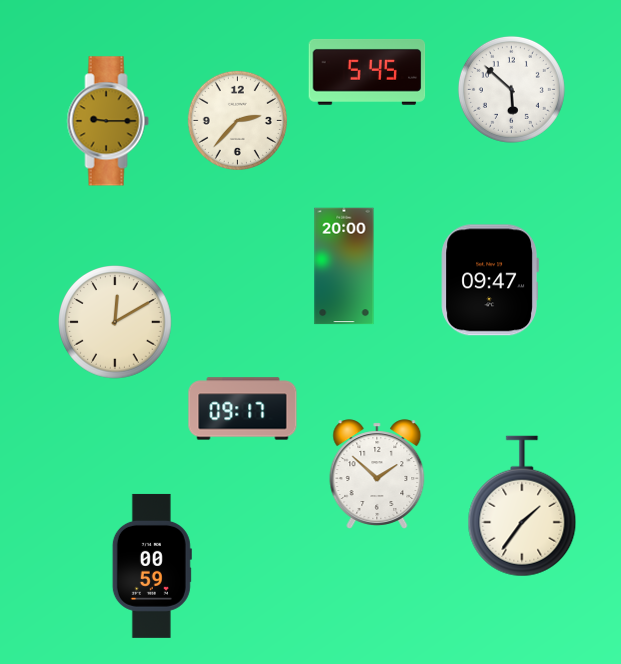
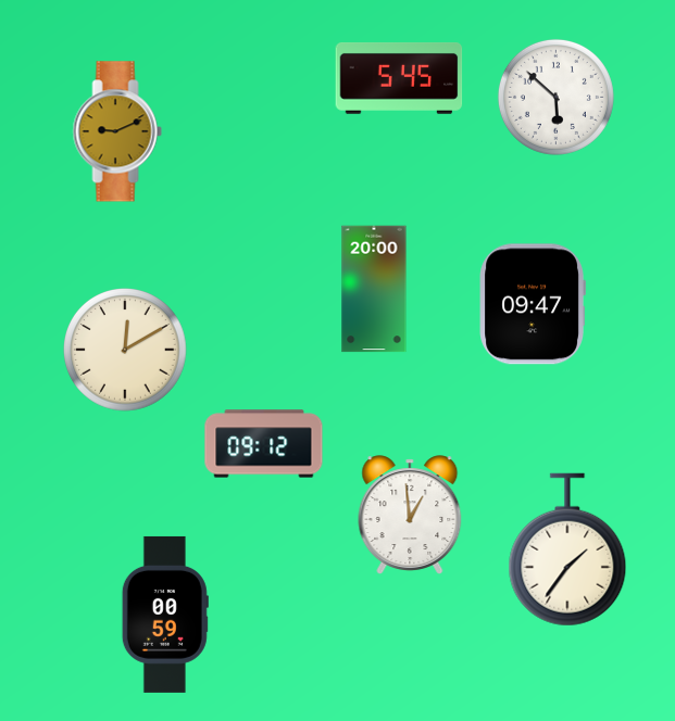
clock at (237, 120): 2:37 -> none
clock at (108, 121): 9:15 -> 9:11
clock at (243, 409): 09:17 -> 09:12
clock at (377, 474): 1:52 -> 12:59
